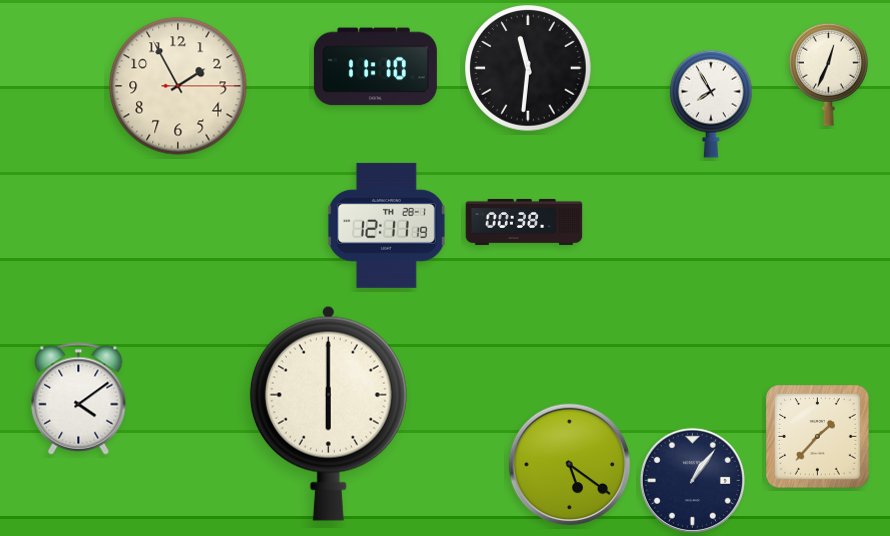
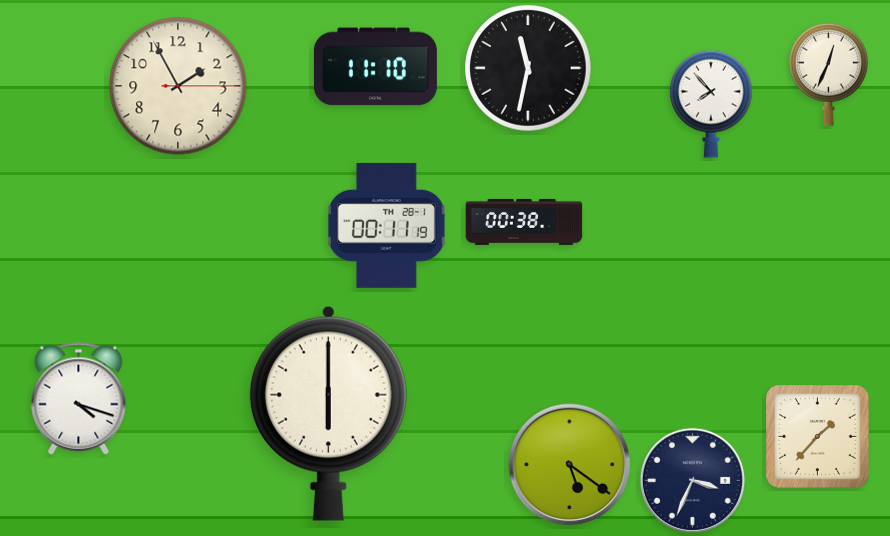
clock at (528, 68): 11:31 -> 11:32
clock at (711, 104): 7:55 -> 7:53
clock at (386, 225): 12:11 -> 00:11
clock at (79, 399): 4:09 -> 4:18
clock at (692, 480): 1:06 -> 3:34
